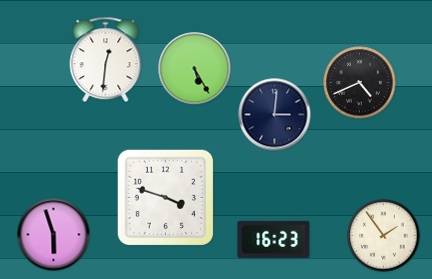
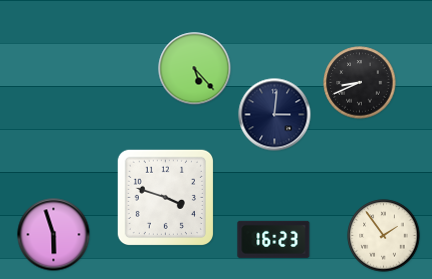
clock at (106, 60): 12:31 -> none
clock at (195, 69): 5:25 -> 5:23
clock at (360, 83): 4:41 -> 8:41
